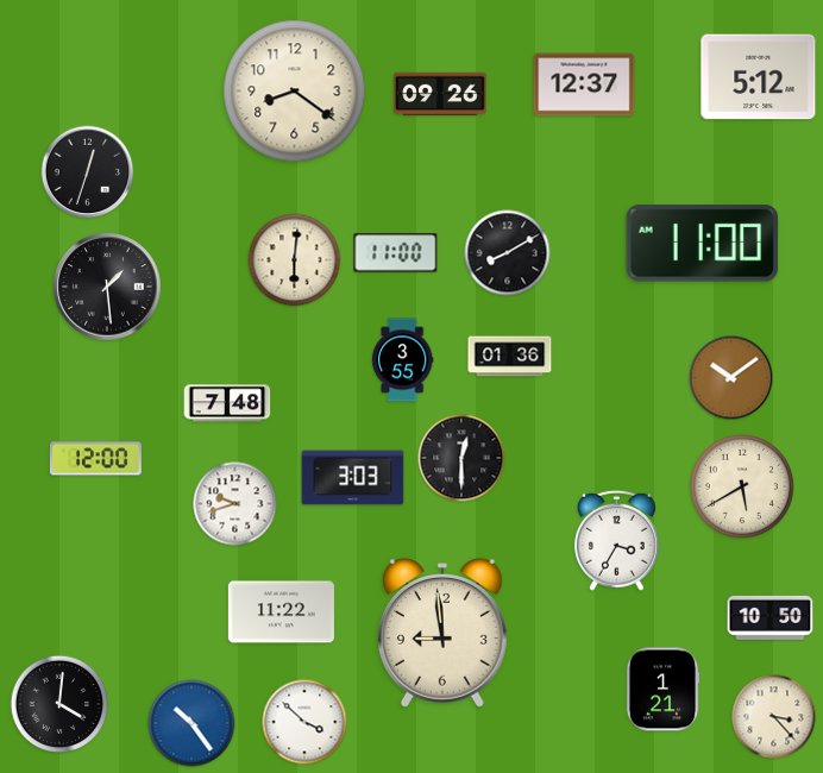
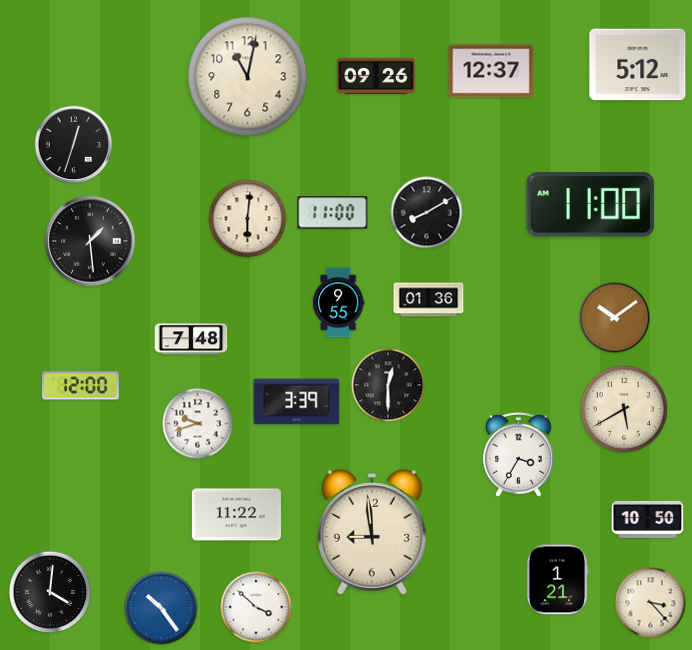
clock at (295, 92): 8:21 -> 11:02
clock at (440, 93) position: (440, 93) -> (376, 75)
clock at (402, 360): 3:55 -> 9:55
clock at (353, 478): 3:03 -> 3:39
